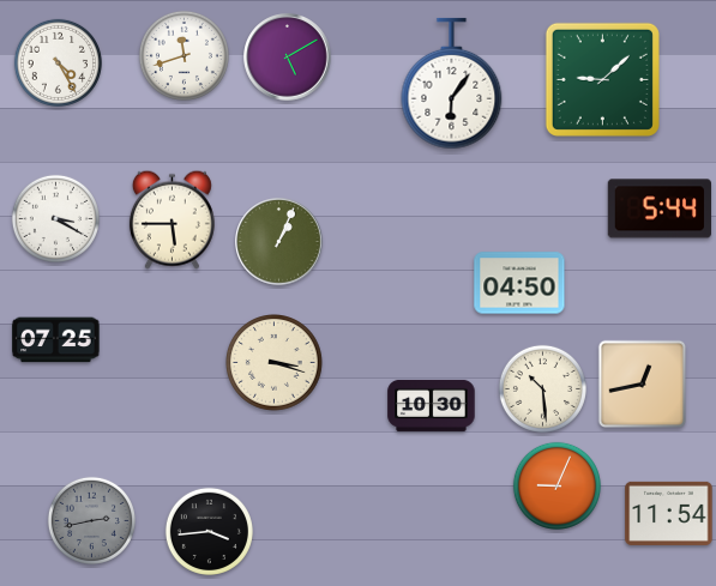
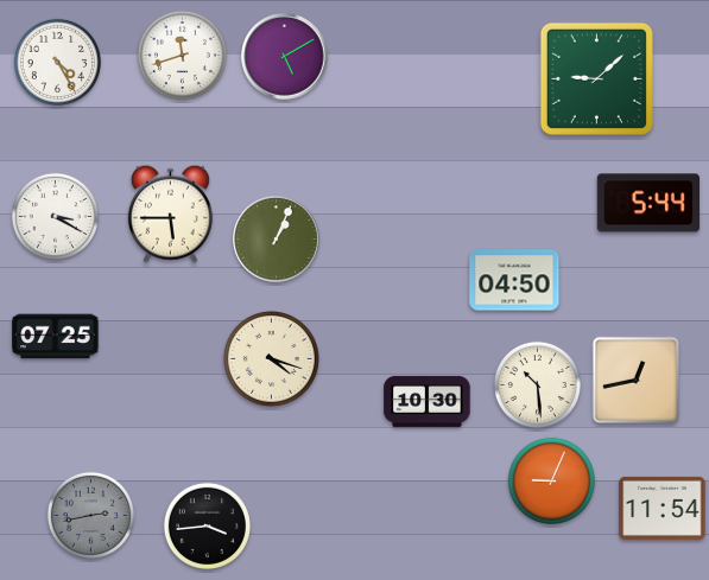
clock at (452, 84): 6:06 -> none
clock at (658, 209) position: (658, 209) -> (647, 203)
clock at (172, 219) position: (172, 219) -> (170, 213)
clock at (275, 363): 3:18 -> 4:18
